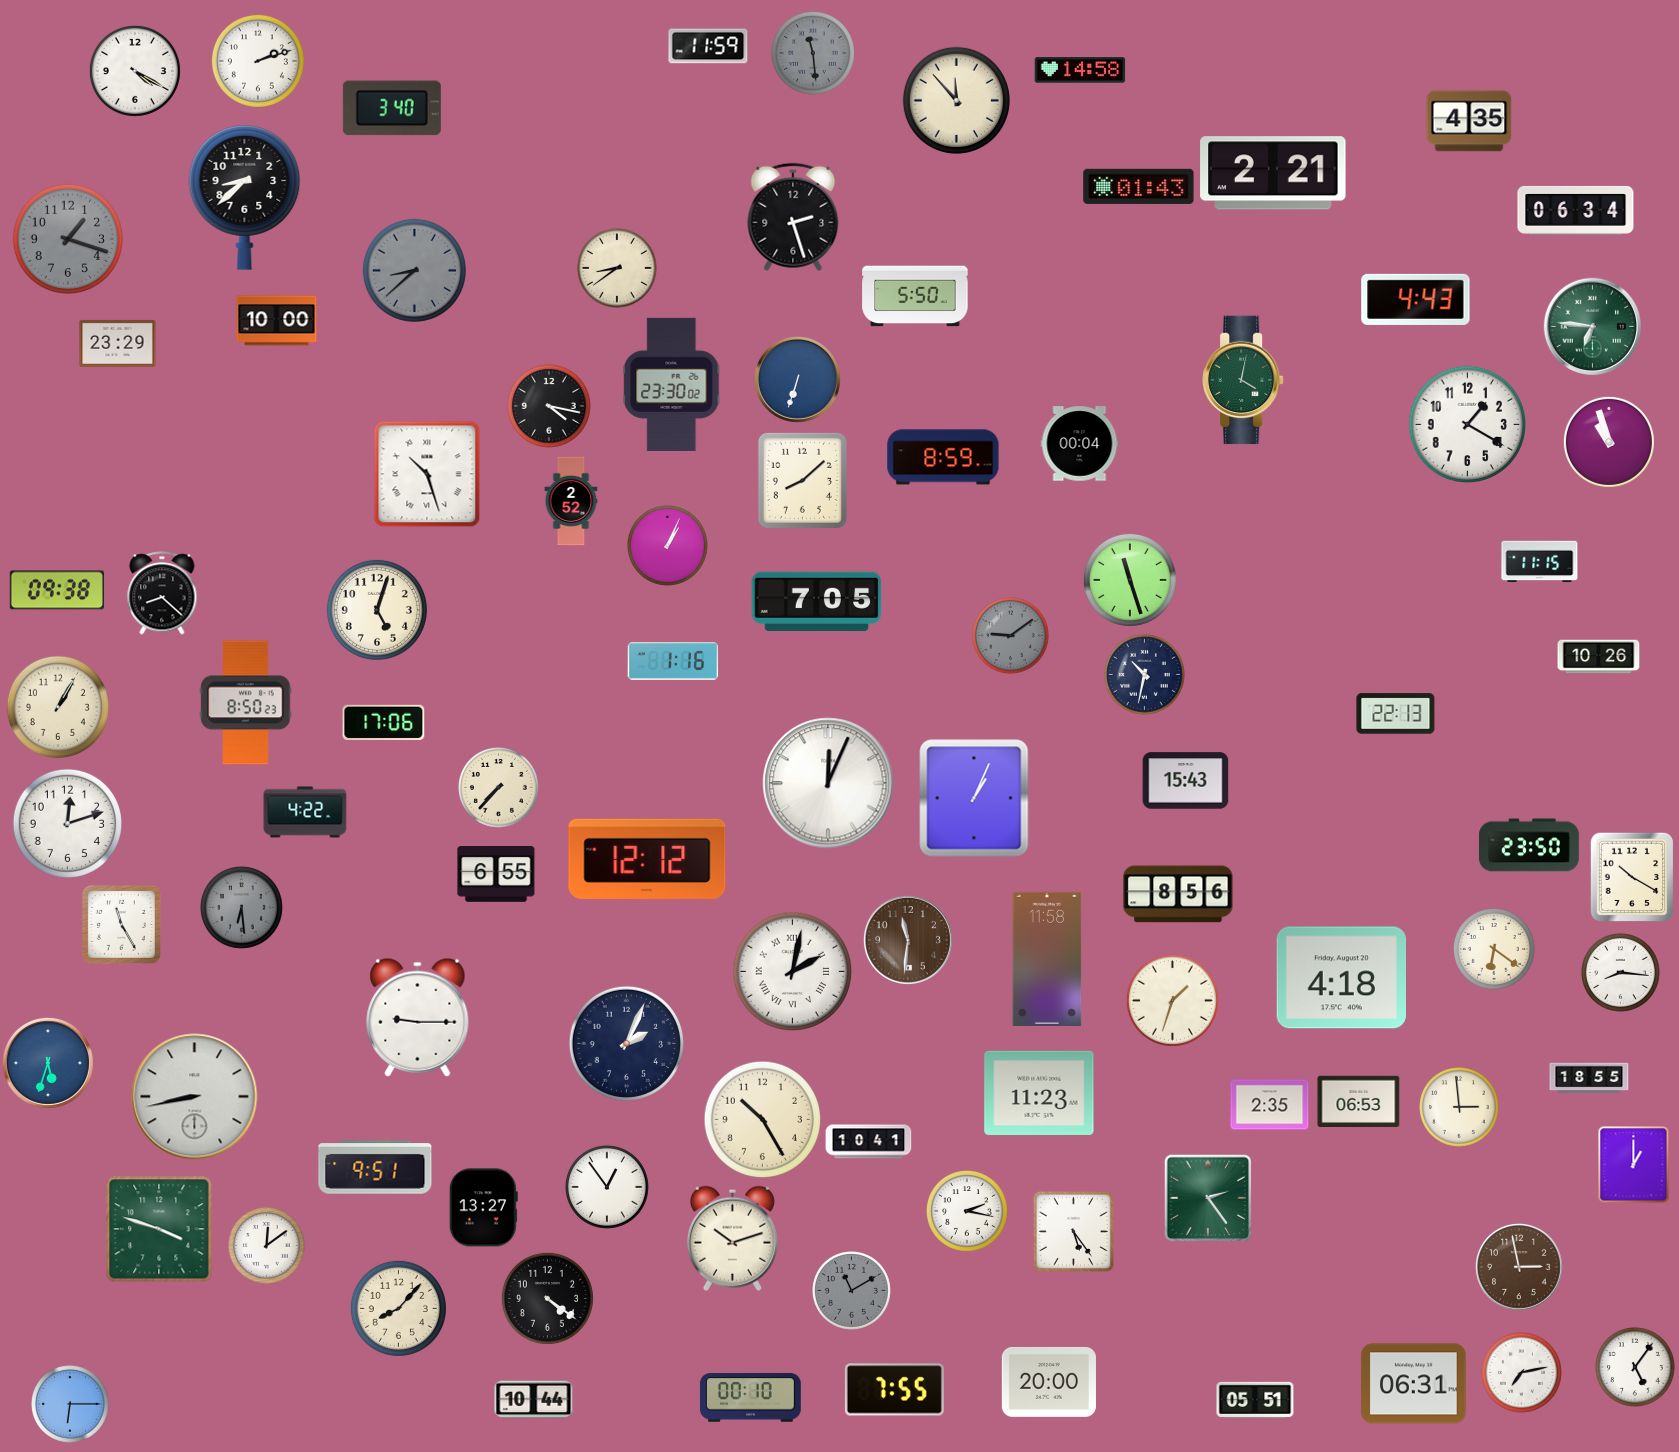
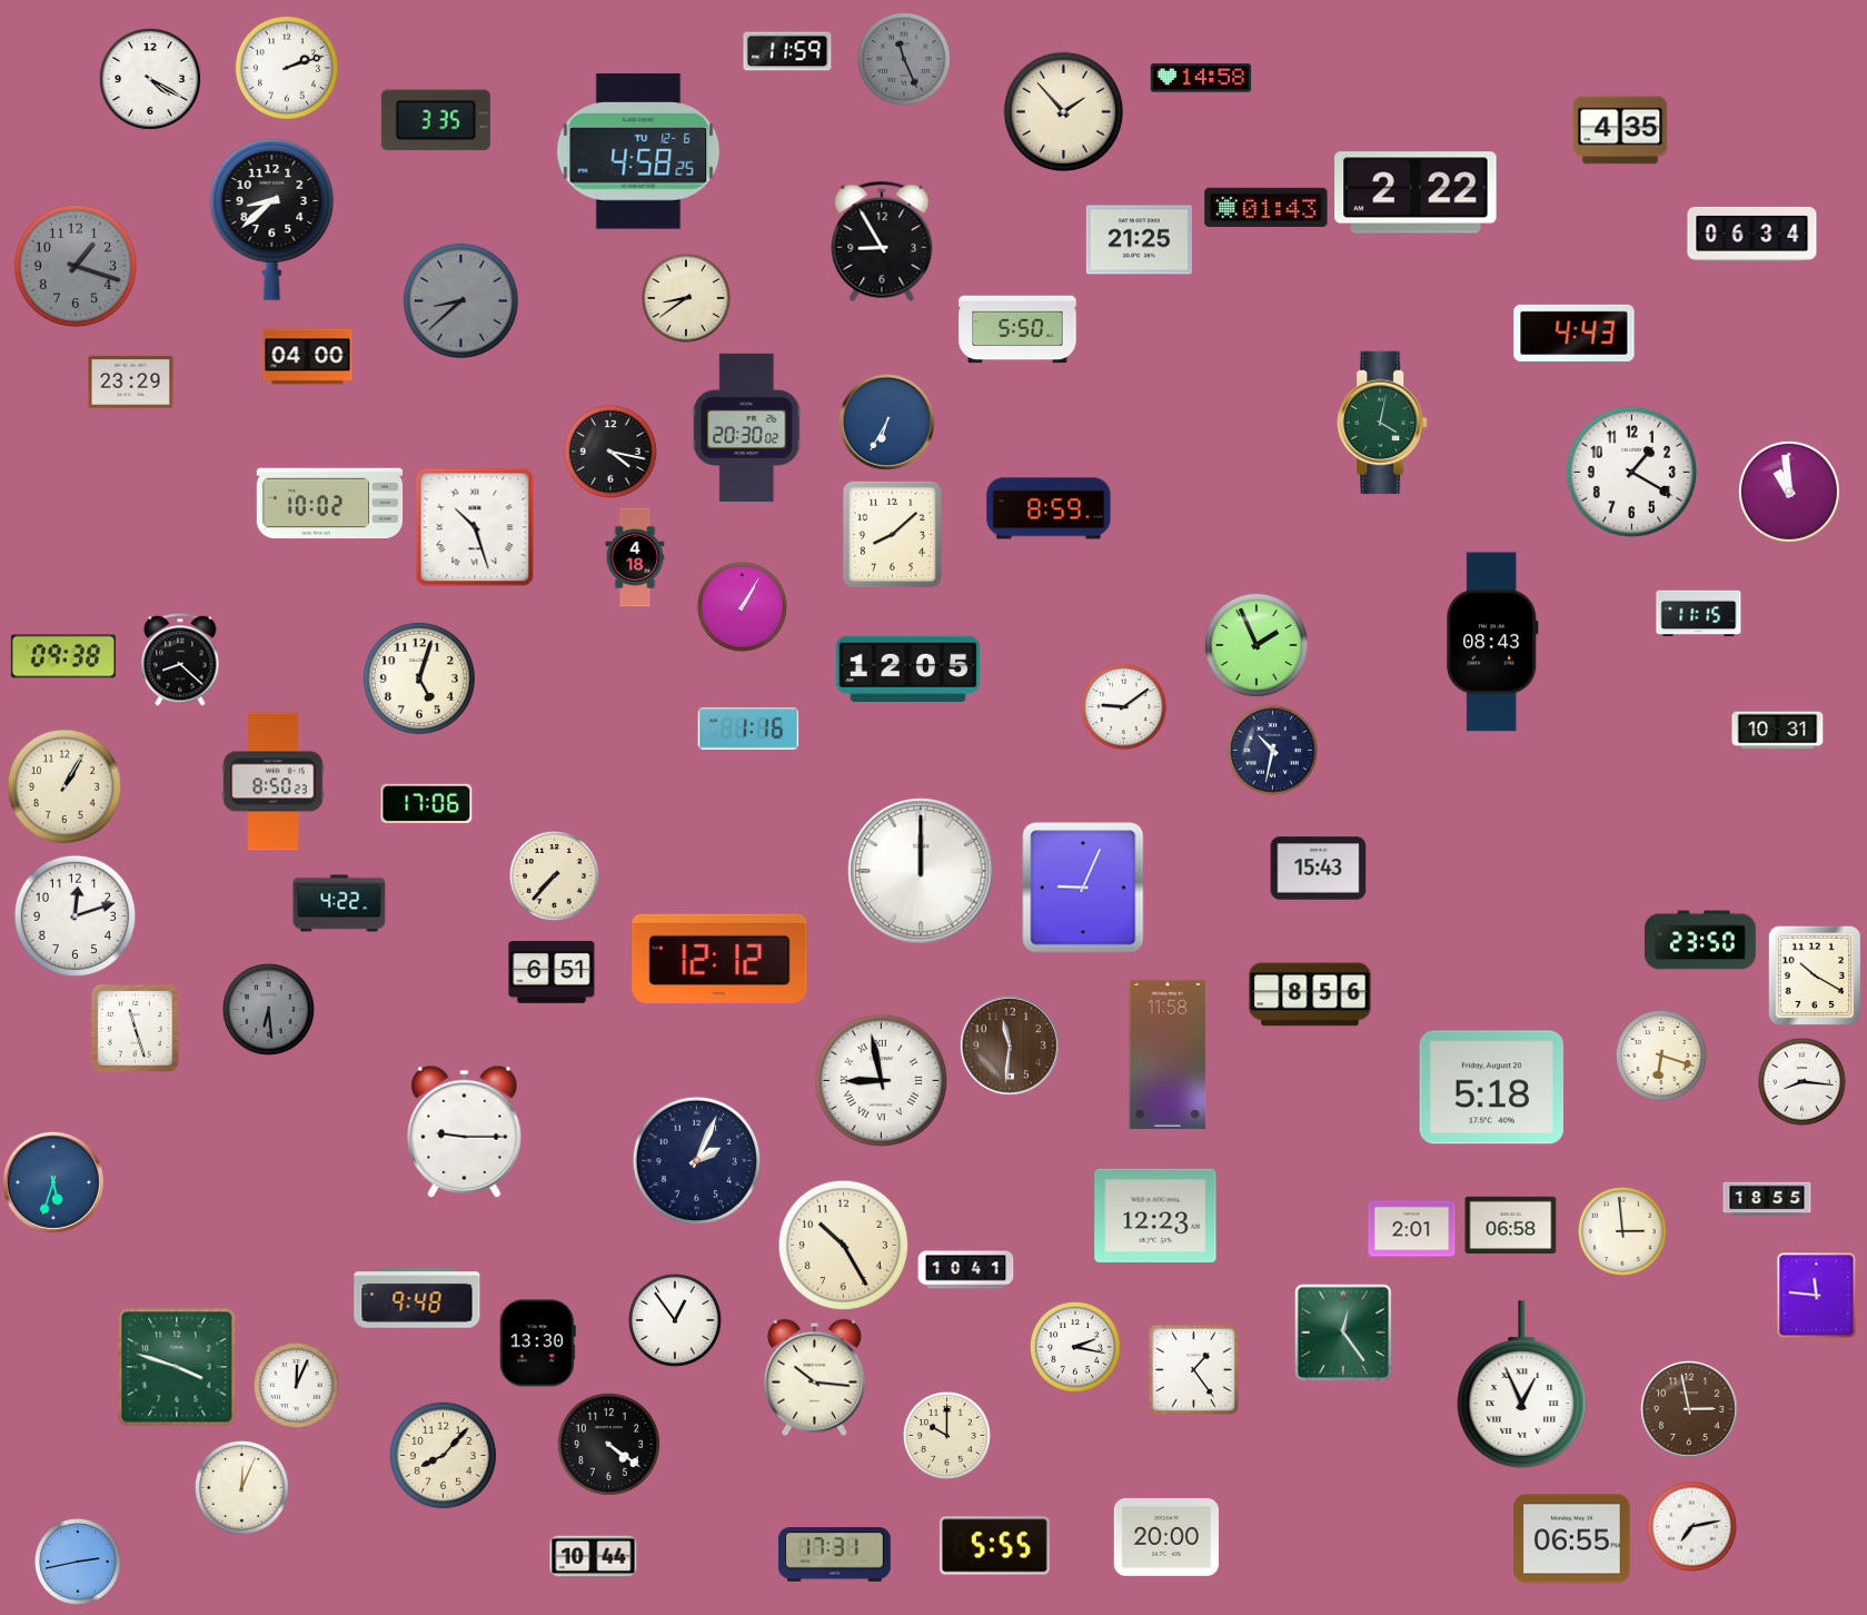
clock at (813, 53): 11:29 -> 11:26
clock at (956, 100): 11:53 -> 1:53
clock at (392, 108): 3:40 -> 3:35
clock at (1469, 121) position: (1469, 121) -> (1620, 130)
clock at (638, 151): none -> 4:58
clock at (1273, 173): 2:21 -> 2:22
clock at (1139, 240): none -> 21:25
clock at (793, 217): 2:27 -> 8:55
clock at (277, 321): 10:00 -> 04:00
clock at (1592, 326): 6:46 -> none
clock at (797, 379): 6:33 -> 6:35
clock at (672, 384): 23:30 -> 20:30
clock at (1609, 442): 10:57 -> 10:59
clock at (1080, 444): 00:04 -> none
clock at (330, 504): none -> 10:02
clock at (571, 501): 2:52 -> 4:18
clock at (668, 546): 1:04 -> 1:05
clock at (1540, 562) position: (1540, 562) -> (1699, 614)
clock at (1492, 642): none -> 08:43
clock at (1130, 580): 11:27 -> 1:56
clock at (817, 601): 7:05 -> 12:05
clock at (1011, 636) dial: grey -> white
clock at (1599, 657): 10:26 -> 10:31
clock at (673, 662) position: (673, 662) -> (748, 730)
clock at (1396, 714): 22:13 -> none
clock at (828, 783): 12:04 -> 12:00
clock at (974, 798): 1:04 -> 9:04
clock at (647, 859) position: (647, 859) -> (719, 959)
clock at (496, 874): 6:55 -> 6:51
clock at (121, 924): 11:25 -> 11:27
clock at (1494, 949): 6:21 -> 6:18
clock at (1047, 959) position: (1047, 959) -> (1168, 1054)
clock at (792, 971): 2:02 -> 8:58
clock at (1341, 978): 4:18 -> 5:18
clock at (1172, 1000): 1:33 -> none
clock at (1039, 1093): 11:23 -> 12:23
clock at (195, 1097): 8:43 -> none
clock at (1359, 1101): 06:53 -> 06:58
clock at (1270, 1105): 2:35 -> 2:01
clock at (762, 1119) position: (762, 1119) -> (843, 1245)
clock at (1634, 1165): 1:00 -> 11:46
clock at (375, 1167): 9:51 -> 9:48
clock at (1208, 1198): 2:24 -> 12:24
clock at (483, 1208): 13:27 -> 13:30
clock at (1073, 1231): 5:24 -> 1:24
clock at (732, 1238): 10:12 -> 10:16
clock at (1522, 1385): none -> 12:56
clock at (267, 1246): 12:09 -> 12:04
clock at (852, 1291): 11:10 -> 10:00
clock at (852, 1291) dial: grey -> cream
clock at (241, 1487): none -> 12:04
clock at (1636, 1368): 5:06 -> none
clock at (1414, 1384): 06:31 -> 06:55
clock at (894, 1390): 7:55 -> 5:55
clock at (750, 1398): 00:10 -> 17:31
clock at (1255, 1399): 05:51 -> none
clock at (71, 1405): 6:15 -> 2:43
